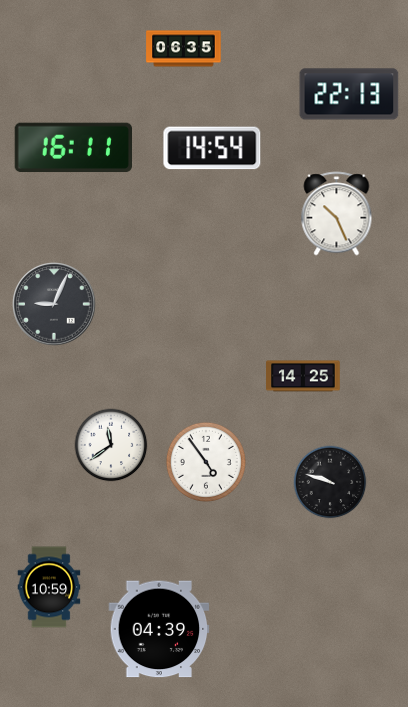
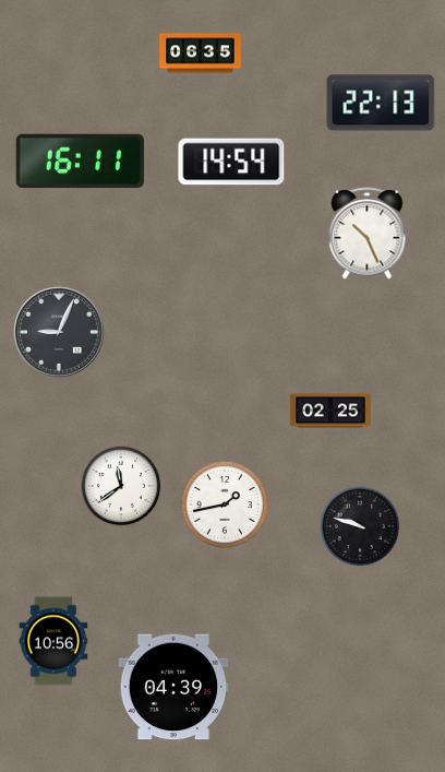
clock at (303, 376): 14:25 -> 02:25
clock at (206, 462): 4:54 -> 1:43
clock at (49, 587): 10:59 -> 10:56
